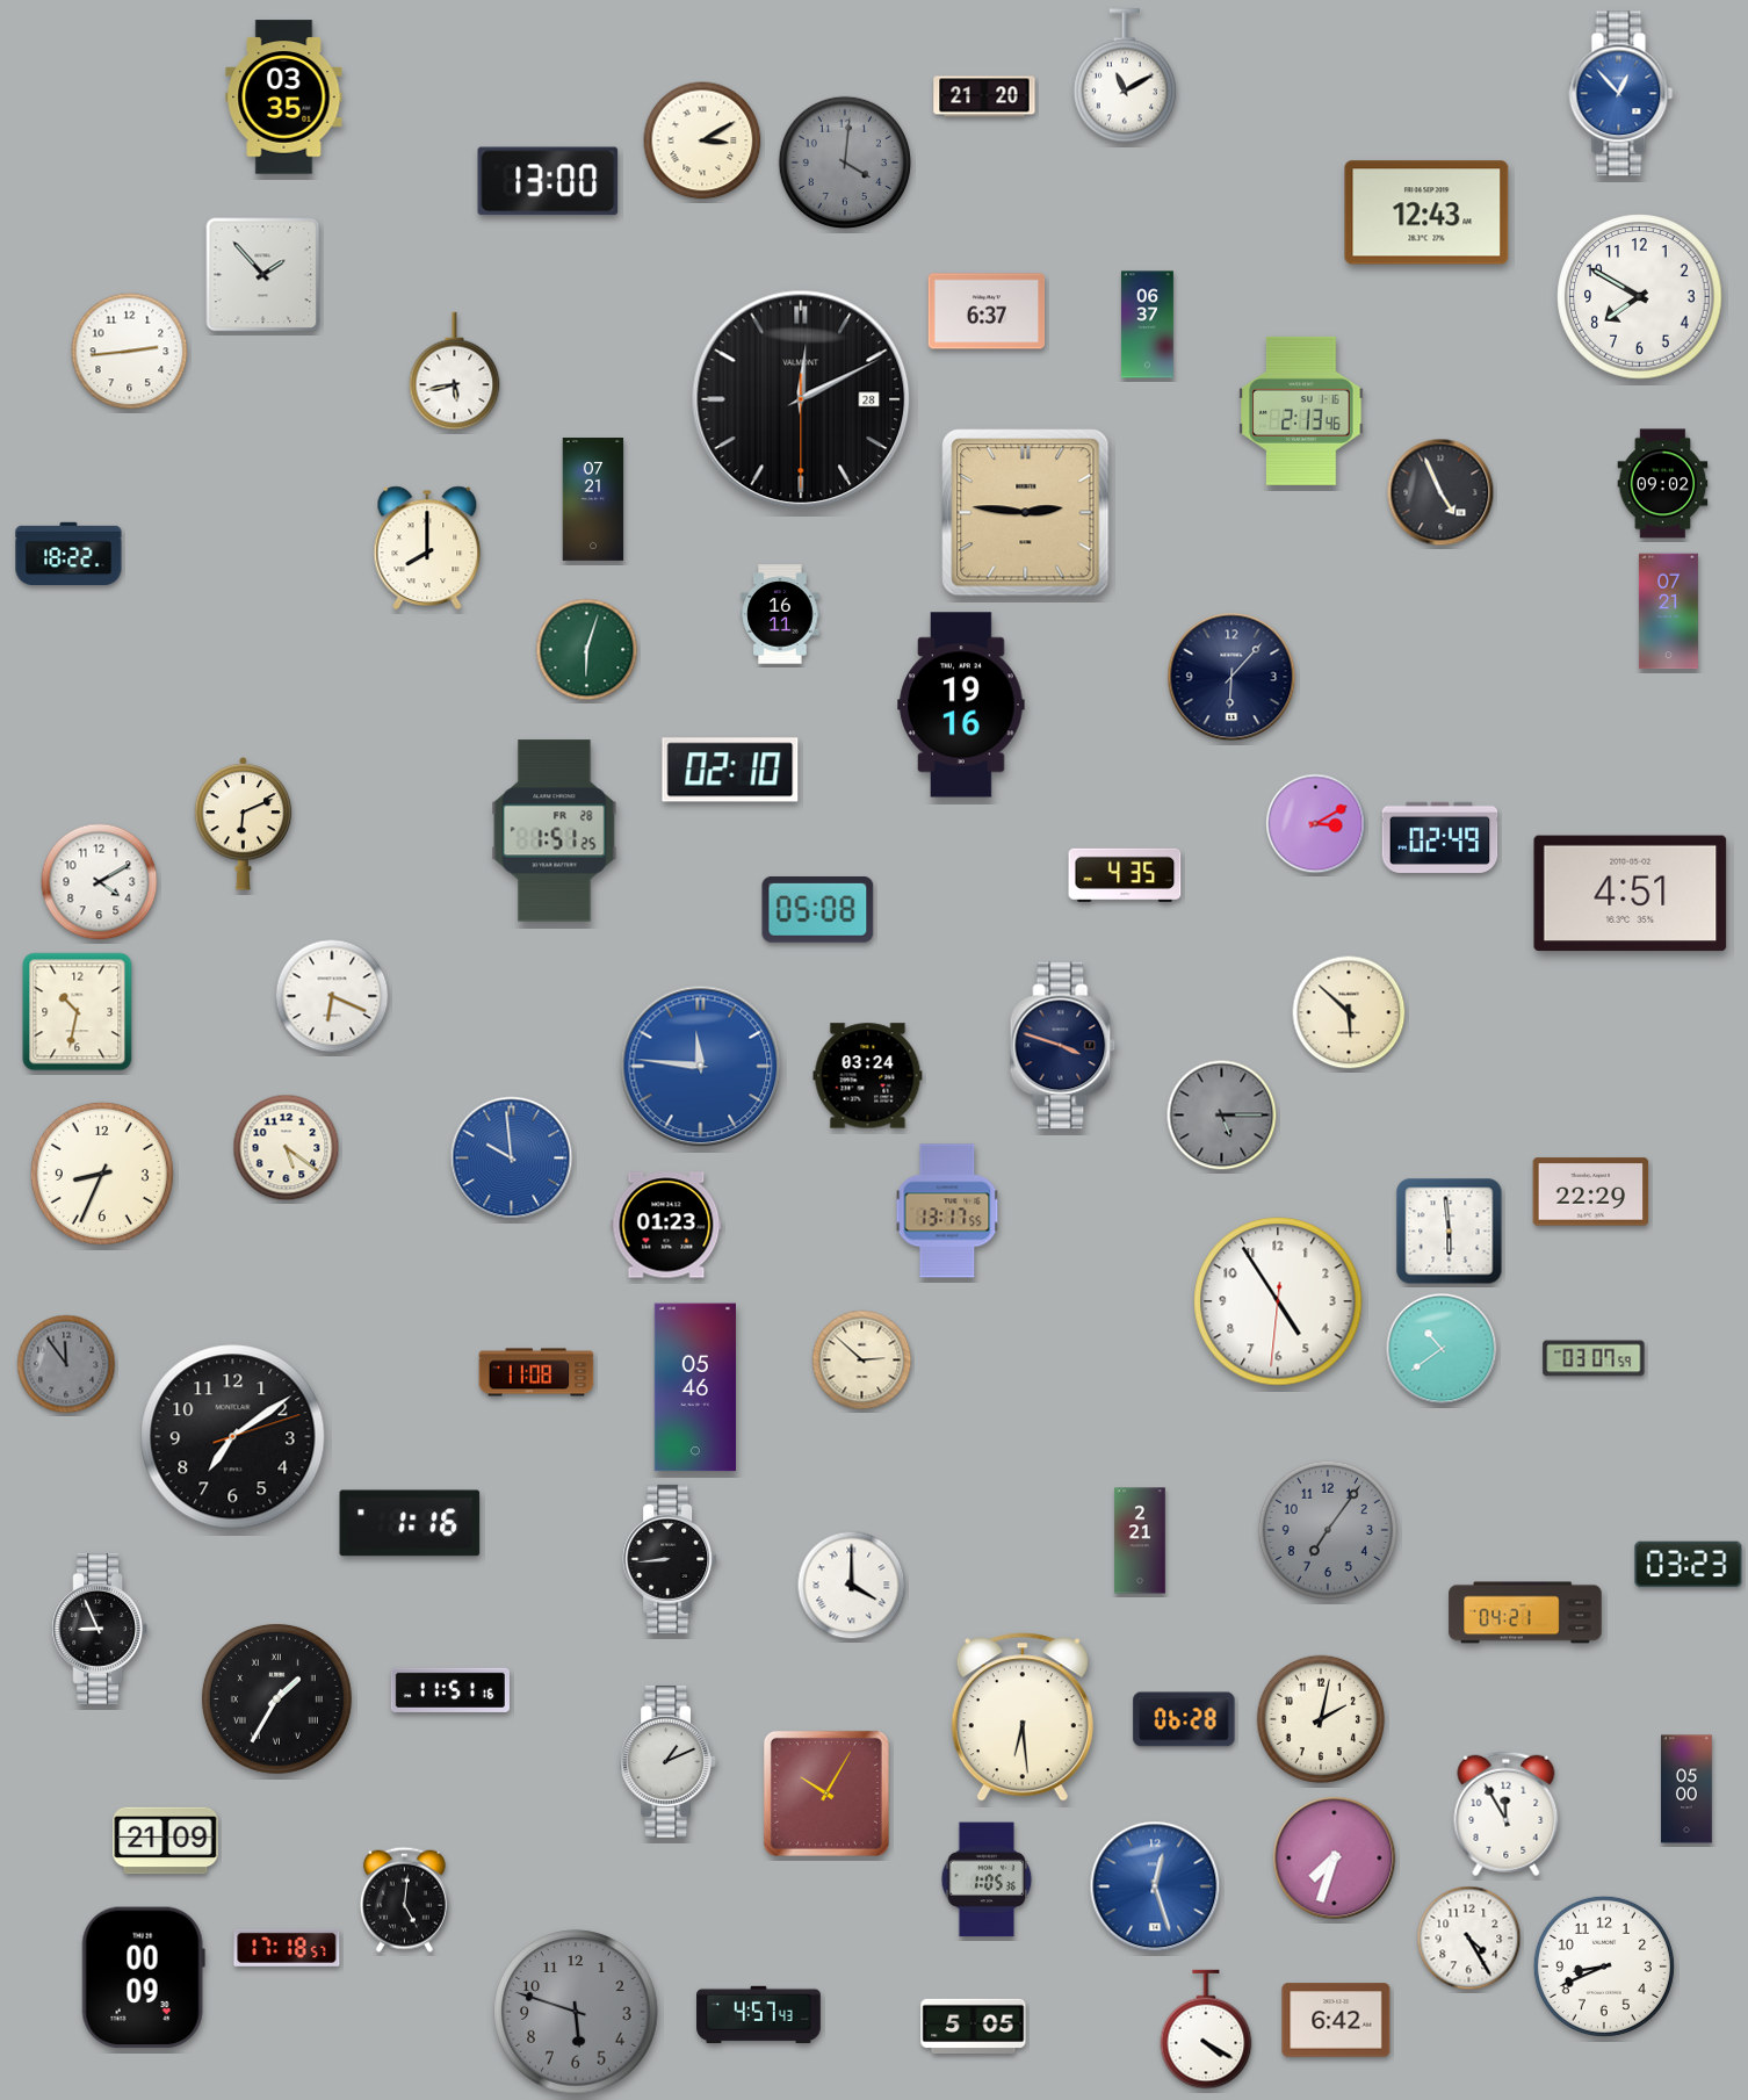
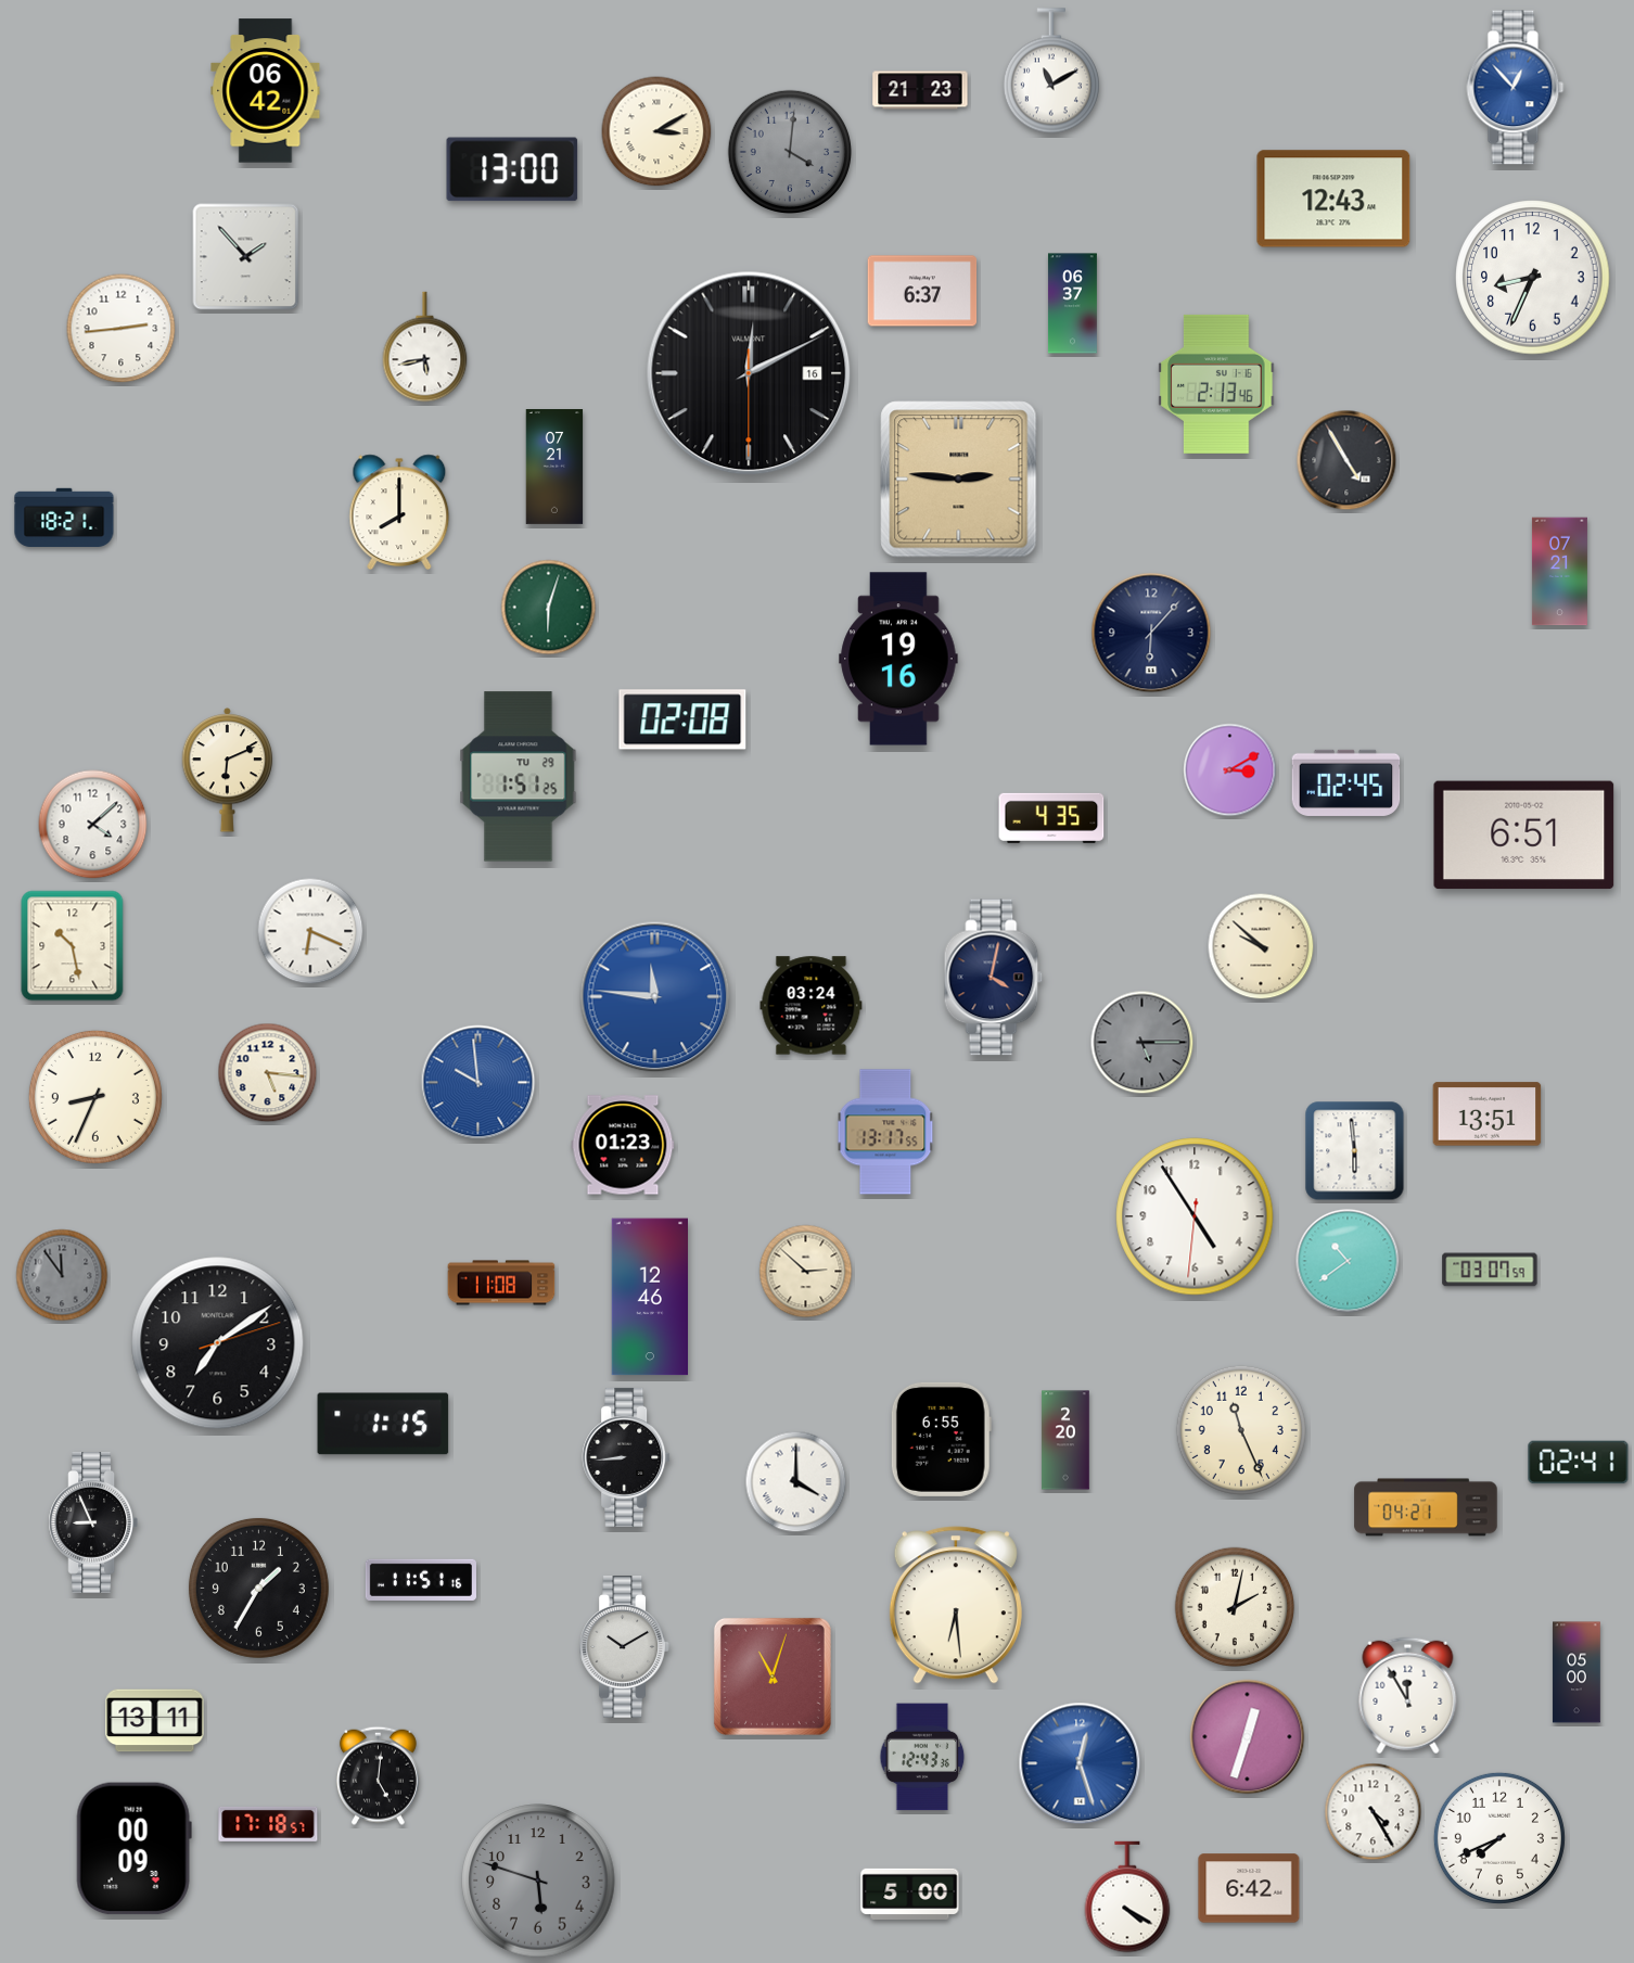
clock at (984, 96): 21:20 -> 21:23
clock at (284, 98): 03:35 -> 06:42
clock at (1640, 297): 7:50 -> 8:34
clock at (801, 399) date: 28 -> 16
clock at (1663, 484): 09:02 -> none
clock at (1440, 492): 4:56 -> 4:55
clock at (68, 553): 18:22 -> 18:21
clock at (780, 614): 16:11 -> none
clock at (730, 770): 02:10 -> 02:08
clock at (555, 831) date: FR 28 -> TU 29
clock at (1440, 837): 02:49 -> 02:45
clock at (100, 882): 4:10 -> 4:08
clock at (1631, 894): 4:51 -> 6:51
clock at (818, 909): 05:08 -> none
clock at (78, 1012): 10:32 -> 10:28
clock at (1349, 1012): 5:52 -> 9:52
clock at (1063, 1046): 3:48 -> 4:02
clock at (287, 1148): 5:21 -> 5:16
clock at (1591, 1192): 22:29 -> 13:51
clock at (695, 1387): 05:46 -> 12:46
clock at (410, 1523): 1:16 -> 1:15
clock at (1328, 1530): 7:06 -> 11:26
clock at (1328, 1530) dial: grey -> cream
clock at (941, 1439): none -> 6:55
clock at (1140, 1540): 2:21 -> 2:20
clock at (1689, 1565): 03:23 -> 02:41
clock at (276, 1698) numerals: Roman -> Arabic
clock at (1184, 1719): 06:28 -> none
clock at (669, 1762): 1:11 -> 10:10
clock at (826, 1794): 10:05 -> 11:03
clock at (166, 1841): 21:09 -> 13:11
clock at (1335, 1859): 7:33 -> 12:33
clock at (987, 1879): 1:05 -> 12:43
clock at (287, 1948) position: (287, 1948) -> (268, 1824)
clock at (1604, 1967): 8:41 -> 7:41
clock at (759, 2015): 4:57 -> none
clock at (974, 2026): 5:05 -> 5:00
